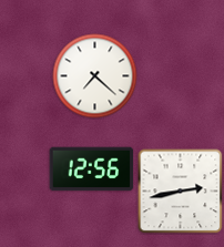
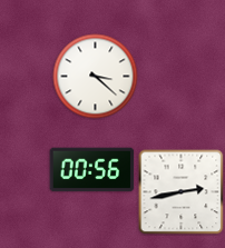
clock at (95, 76): 7:22 -> 3:22
clock at (92, 169): 12:56 -> 00:56
